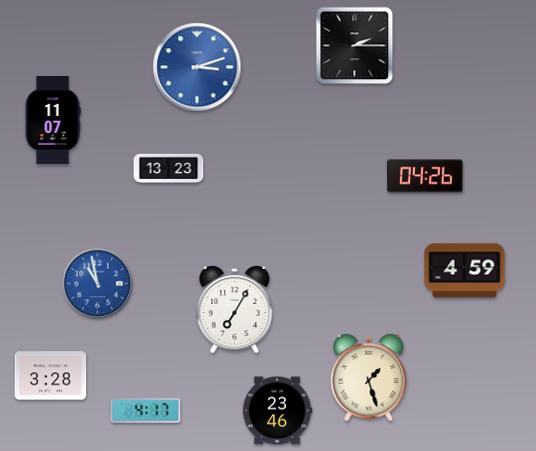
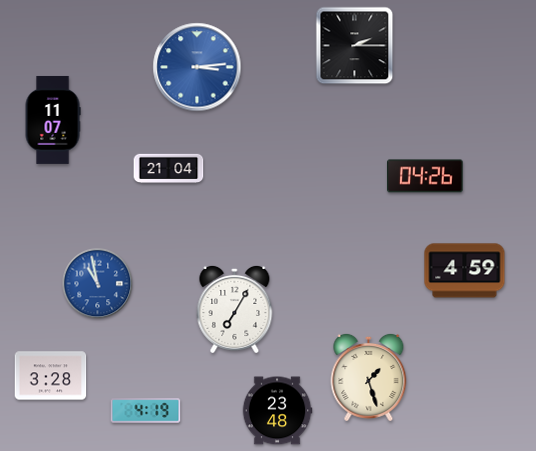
clock at (197, 67): 3:12 -> 3:14
clock at (169, 168): 13:23 -> 21:04
clock at (146, 411): 4:17 -> 4:19
clock at (277, 411): 23:46 -> 23:48
